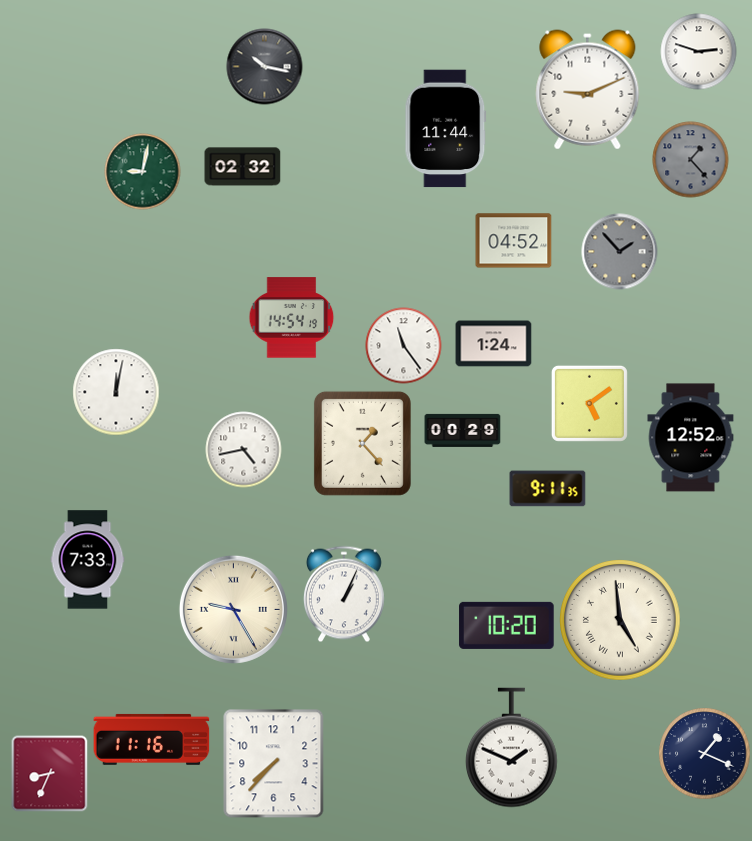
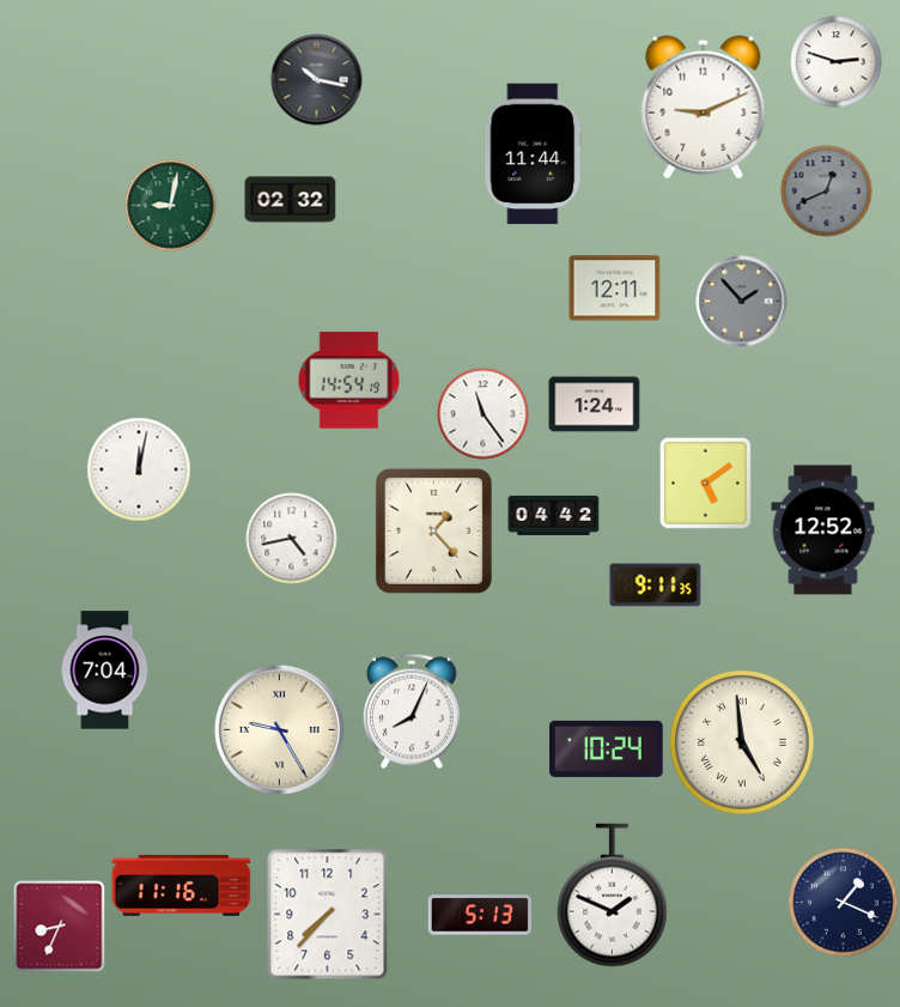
clock at (691, 160): 1:23 -> 12:41
clock at (514, 241): 04:52 -> 12:11
clock at (494, 344) position: (494, 344) -> (595, 405)
clock at (463, 430): 00:29 -> 04:42
clock at (691, 438) position: (691, 438) -> (823, 530)
clock at (88, 560): 7:33 -> 7:04
clock at (344, 594): 1:04 -> 8:04
clock at (507, 625): 10:20 -> 10:24
clock at (480, 915): none -> 5:13
